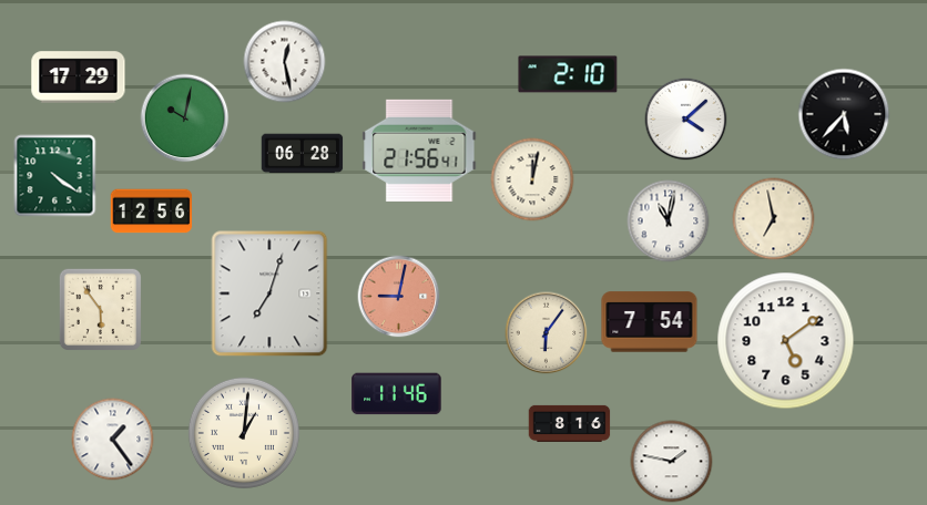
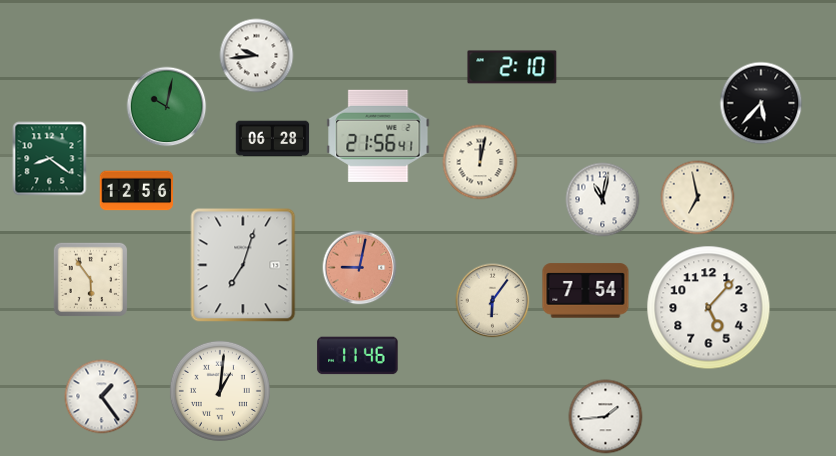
clock at (285, 62): 12:28 -> 9:44
clock at (79, 78): 17:29 -> none
clock at (686, 120): 4:08 -> none
clock at (55, 176): 4:21 -> 8:21
clock at (786, 341): 5:09 -> 5:07
clock at (570, 423): 8:16 -> none
clock at (672, 462): 1:47 -> 1:44
